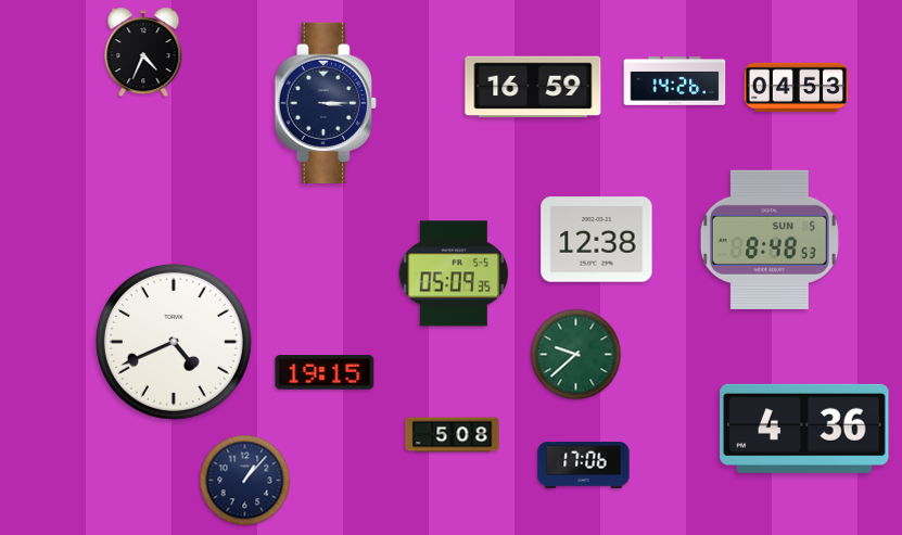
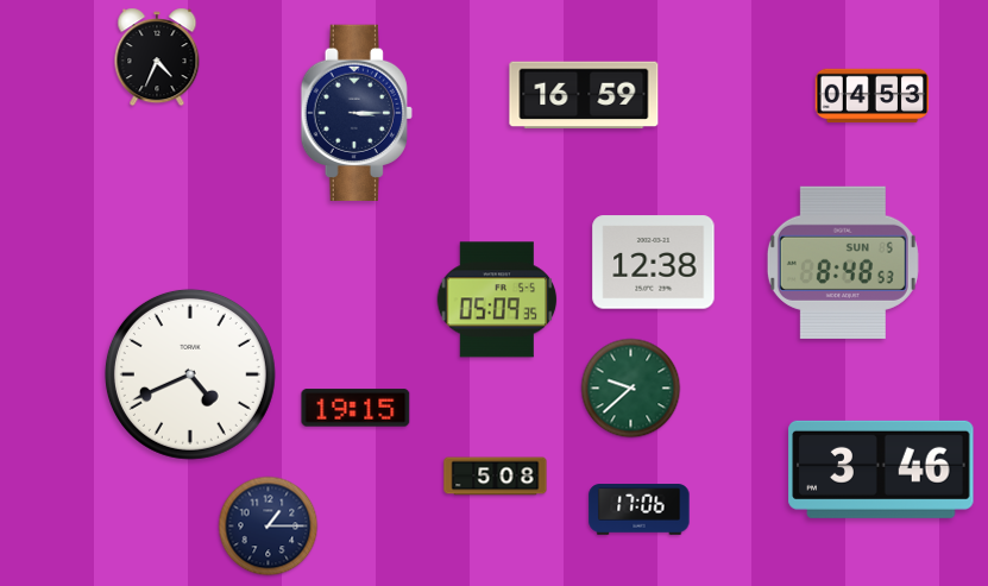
clock at (675, 81): 14:26 -> none
clock at (804, 429): 4:36 -> 3:46
clock at (245, 481): 1:07 -> 1:15
